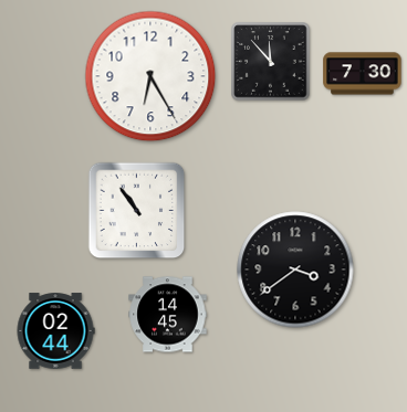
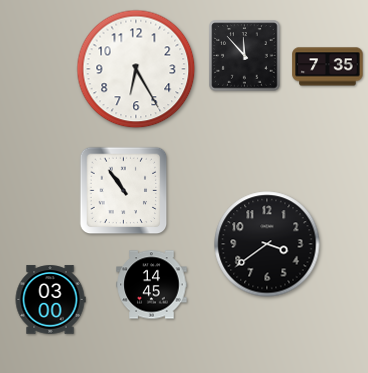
clock at (363, 74): 7:30 -> 7:35
clock at (55, 331): 02:44 -> 03:00
